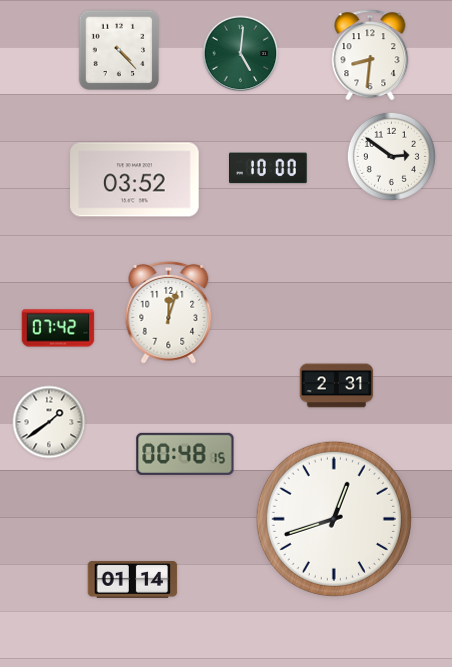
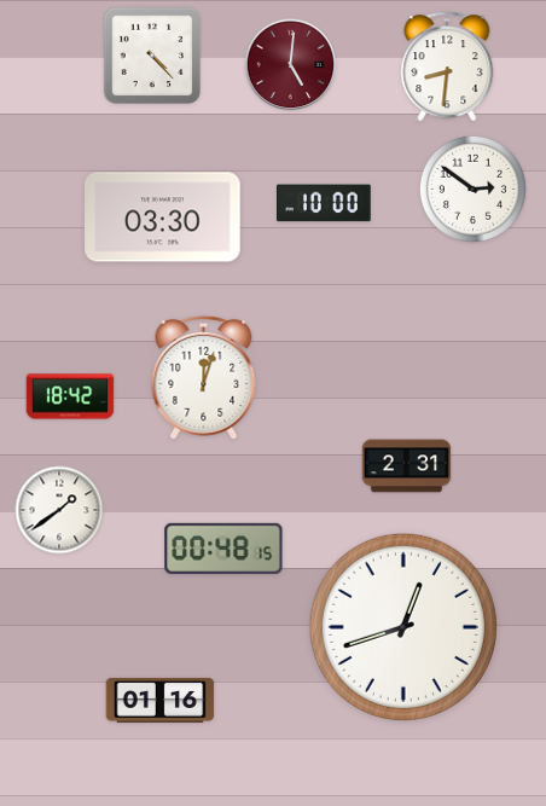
clock at (119, 50) position: (119, 50) -> (152, 56)
clock at (241, 54) dial: green -> burgundy
clock at (135, 180): 03:52 -> 03:30
clock at (58, 328): 07:42 -> 18:42
clock at (133, 579): 01:14 -> 01:16
